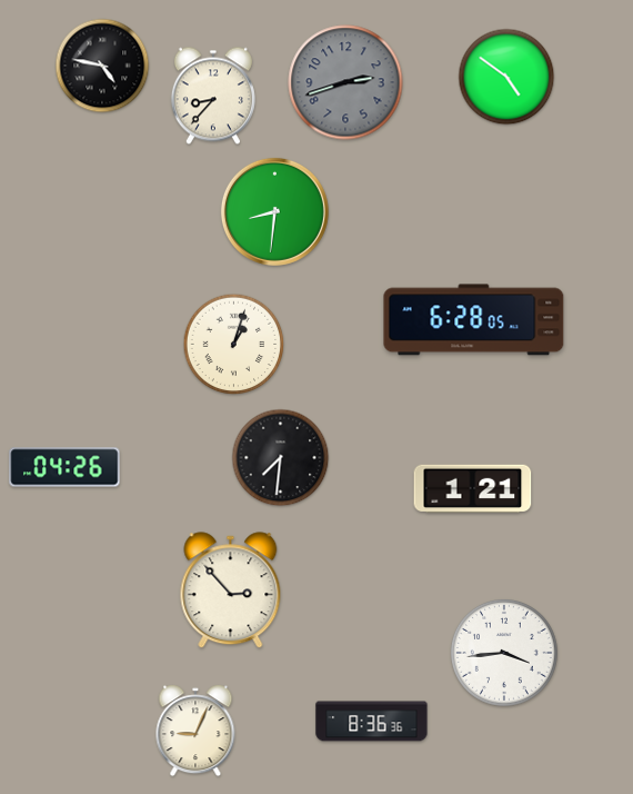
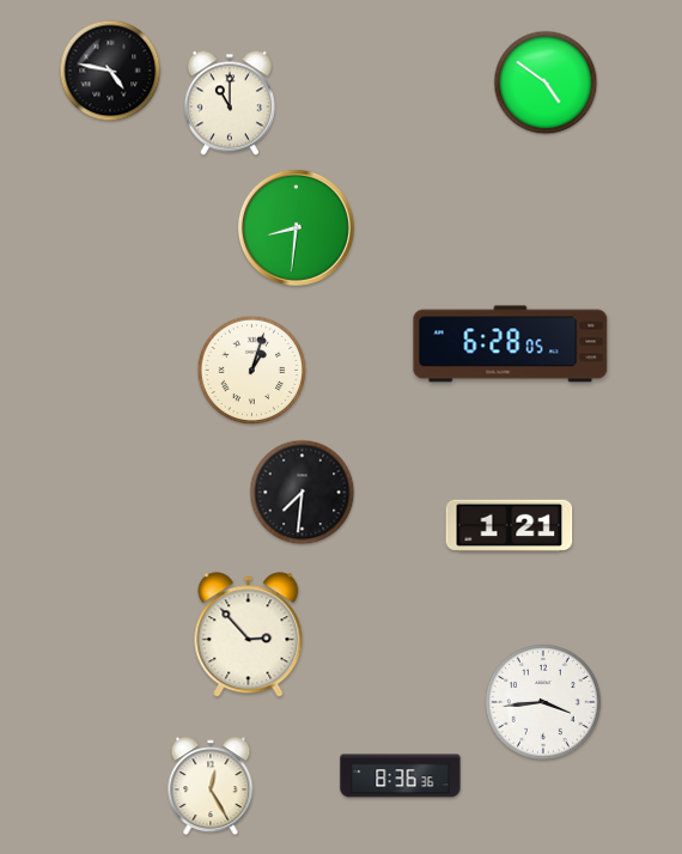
clock at (345, 82): 2:42 -> none
clock at (213, 96): 8:37 -> 11:00
clock at (64, 467): 04:26 -> none
clock at (195, 731): 9:04 -> 12:25
